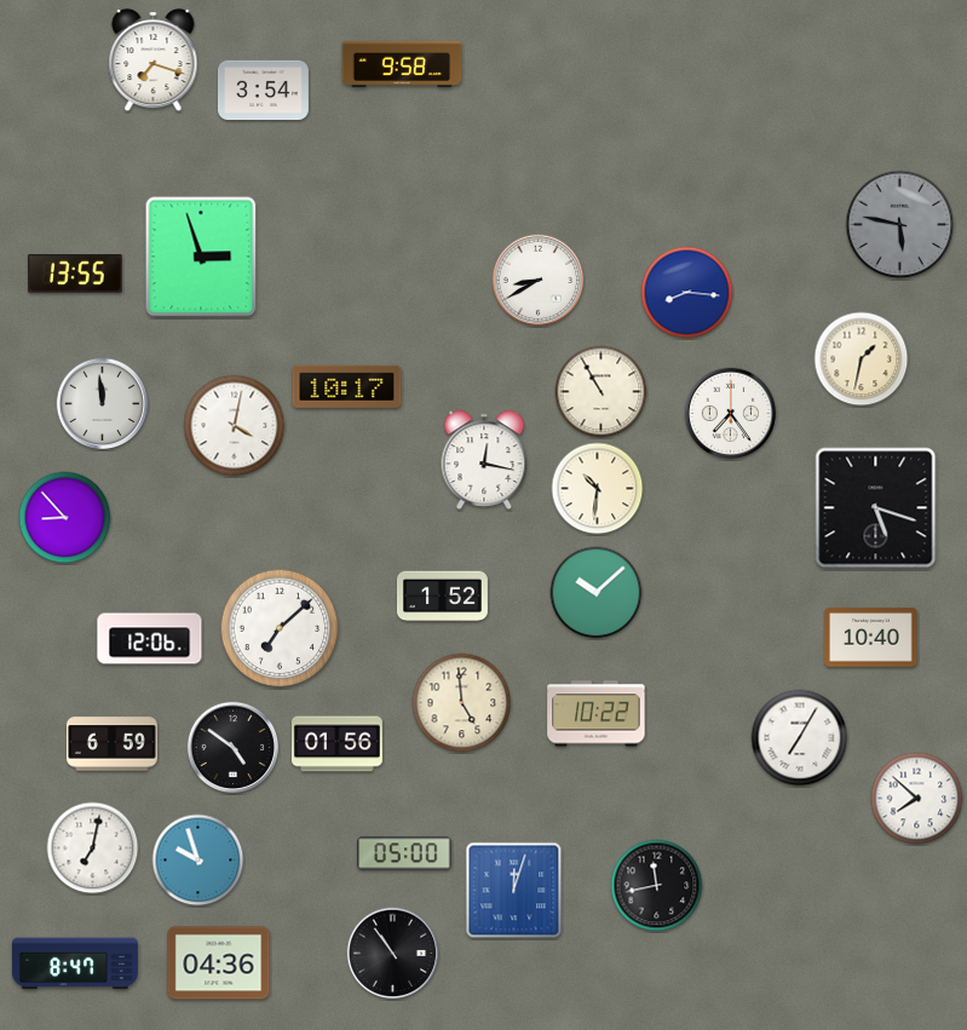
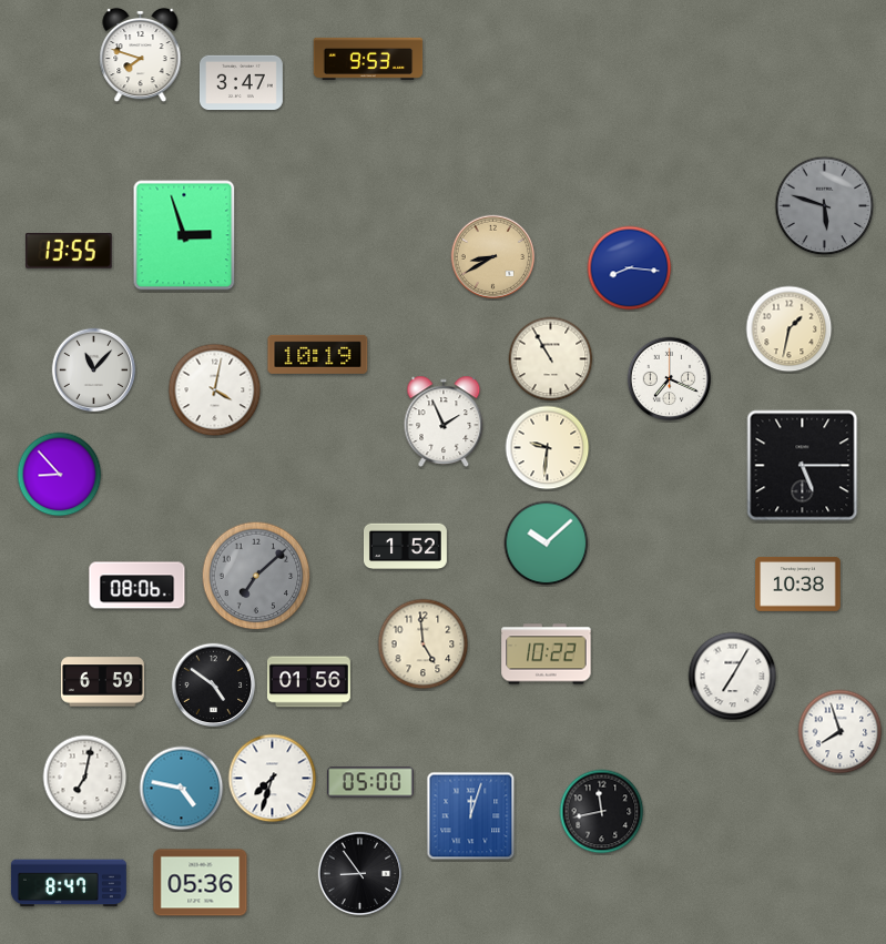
clock at (154, 61): 7:18 -> 7:48
clock at (402, 64): 9:58 -> 9:53
clock at (263, 91): 3:54 -> 3:47
clock at (900, 225): 5:47 -> 5:48
clock at (539, 281) dial: white -> champagne
clock at (347, 386): 10:17 -> 10:19
clock at (103, 404): 11:59 -> 11:07
clock at (731, 414): 7:24 -> 7:19
clock at (484, 460): 12:17 -> 1:56
clock at (598, 489): 10:31 -> 9:31
clock at (876, 508): 5:18 -> 5:15
clock at (280, 628) dial: white -> grey
clock at (871, 637): 10:40 -> 10:38
clock at (150, 639): 12:06 -> 08:06
clock at (917, 799): 7:52 -> 7:57
clock at (273, 779): none -> 7:33
clock at (198, 861): 9:57 -> 4:47
clock at (393, 954): 10:54 -> 8:54
clock at (219, 963): 04:36 -> 05:36
